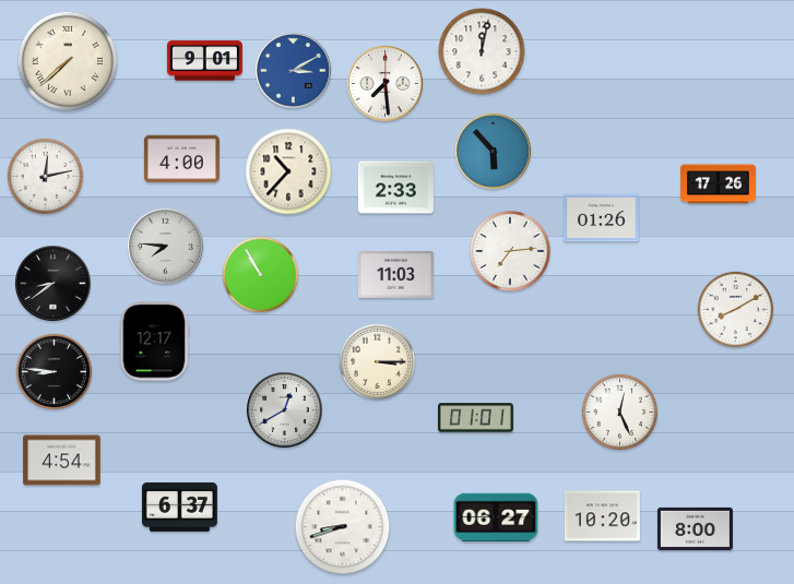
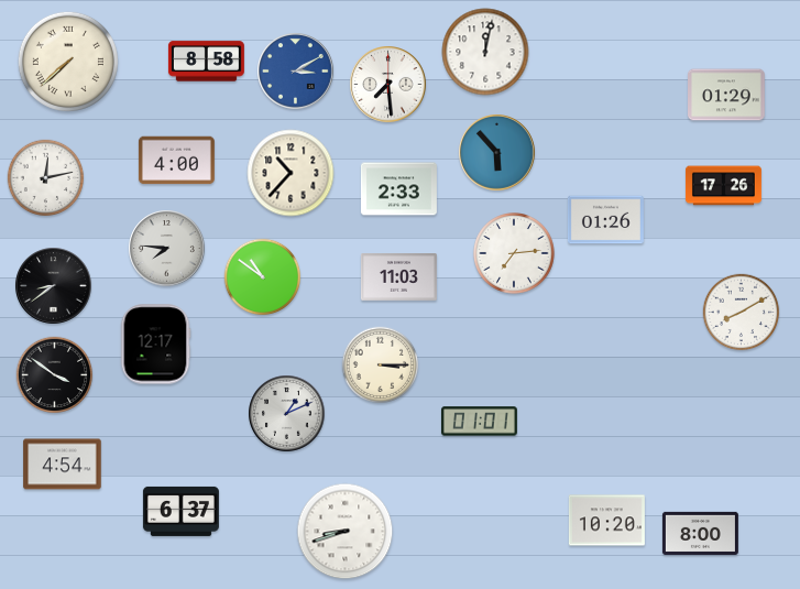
clock at (204, 61): 9:01 -> 8:58
clock at (726, 95): none -> 01:29
clock at (181, 159) position: (181, 159) -> (176, 161)
clock at (261, 275): 10:55 -> 10:51
clock at (55, 372): 8:46 -> 3:51
clock at (285, 410): 12:40 -> 1:11
clock at (620, 413): 12:26 -> none
clock at (496, 517): 06:27 -> none
